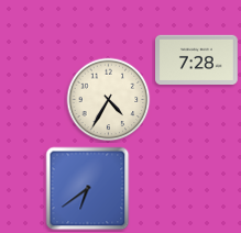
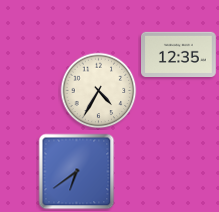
clock at (197, 59): 7:28 -> 12:35
clock at (88, 189) position: (88, 189) -> (77, 172)
